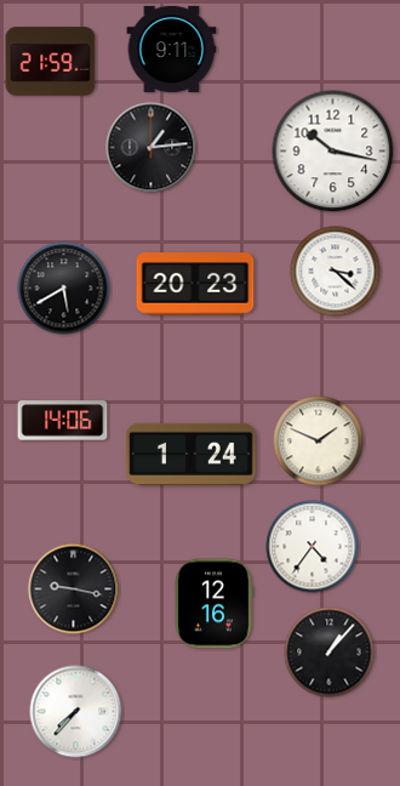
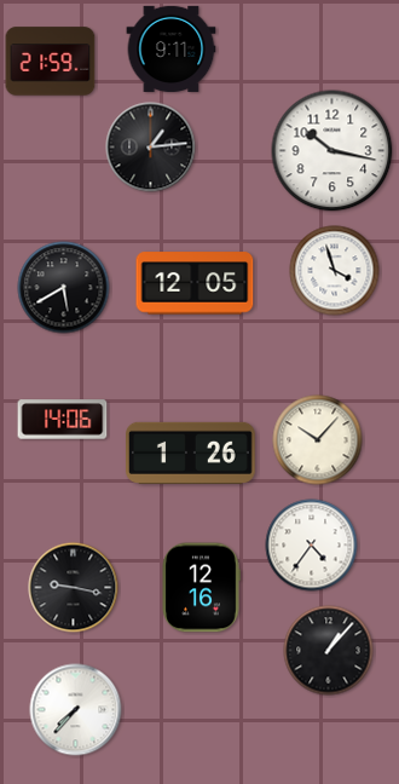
clock at (336, 272): 3:22 -> 3:57
clock at (195, 284): 20:23 -> 12:05
clock at (319, 442): 1:49 -> 10:07
clock at (192, 454): 1:24 -> 1:26
clock at (213, 604) position: (213, 604) -> (201, 588)
